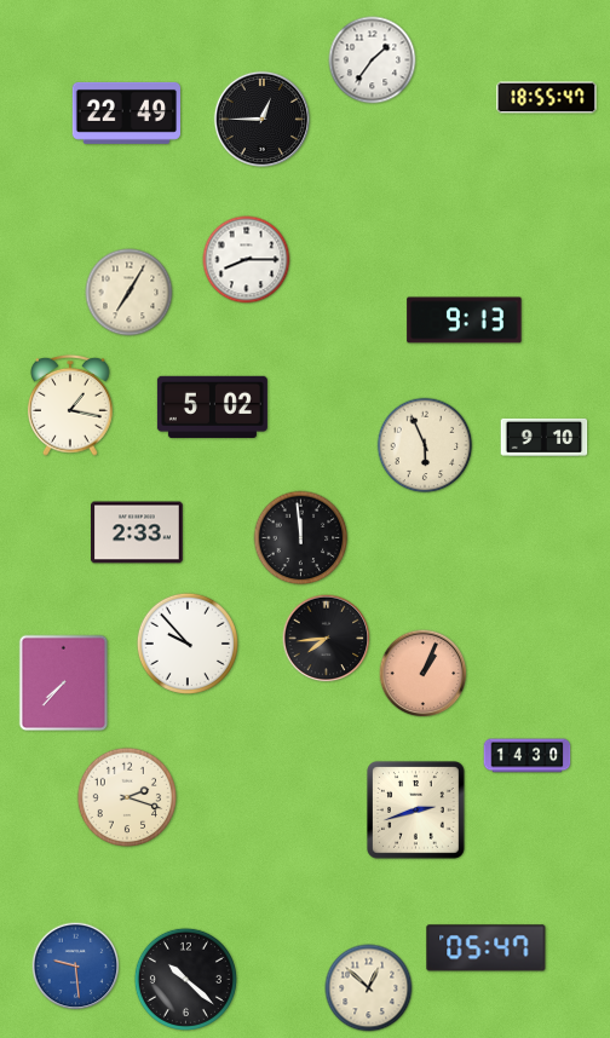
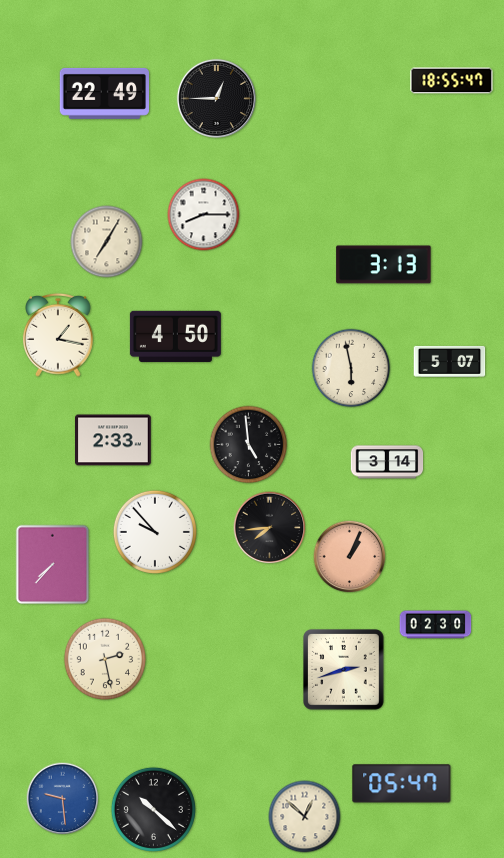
clock at (373, 60): 1:36 -> none
clock at (465, 321): 9:13 -> 3:13
clock at (212, 406): 5:02 -> 4:50
clock at (545, 437): 9:10 -> 5:07
clock at (425, 445): 5:56 -> 5:58
clock at (301, 538): 11:59 -> 4:59
clock at (387, 462): none -> 3:14
clock at (528, 756): 14:30 -> 02:30
clock at (127, 797): 2:18 -> 2:28
